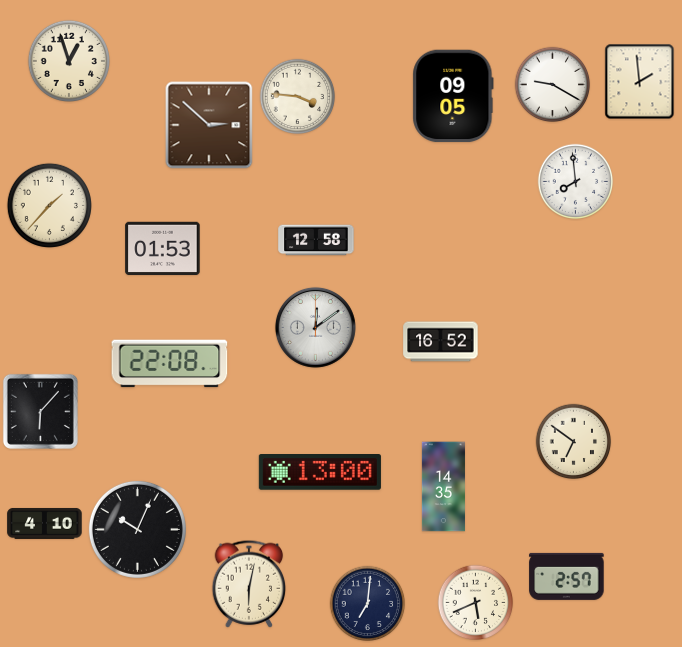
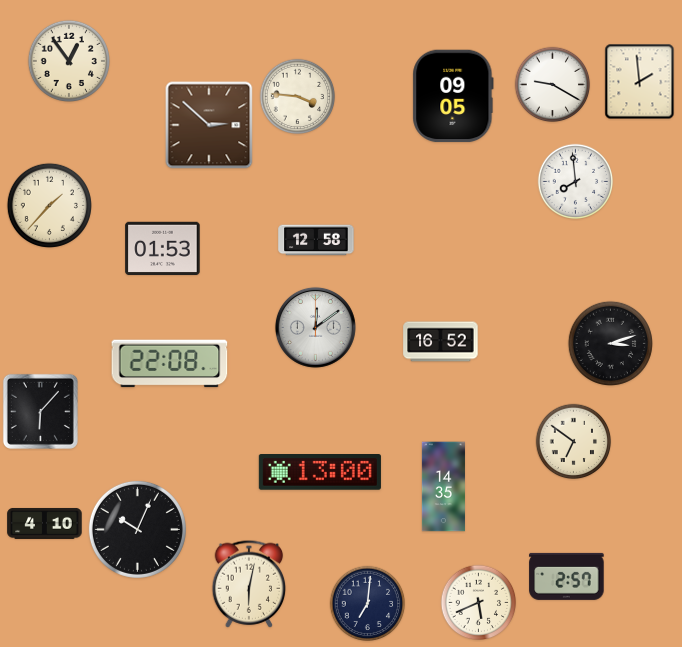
clock at (68, 60): 12:57 -> 12:54
clock at (610, 343): none -> 3:12
clock at (476, 603) position: (476, 603) -> (479, 603)
